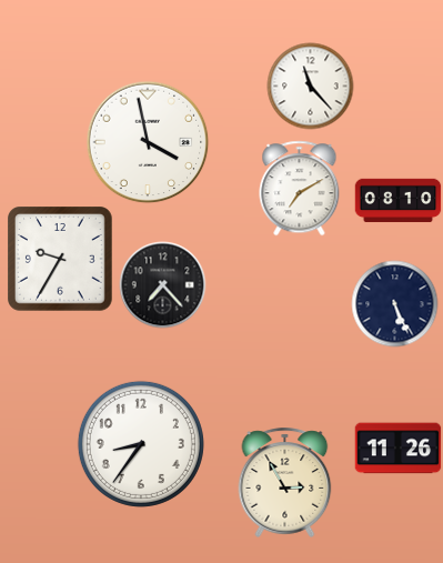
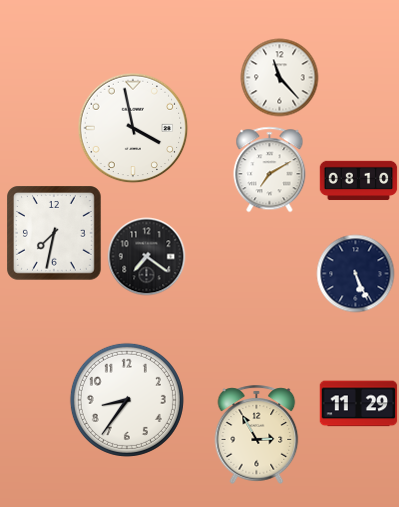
clock at (61, 260): 9:35 -> 7:32
clock at (162, 284): 7:23 -> 7:21
clock at (397, 449): 11:26 -> 11:29
